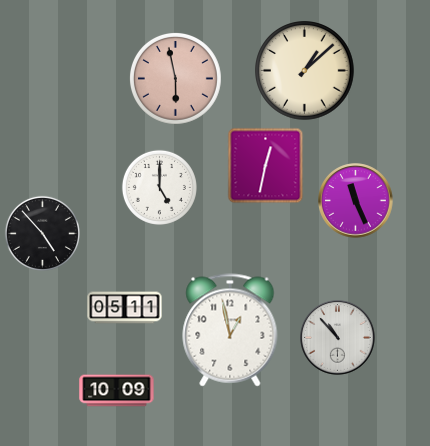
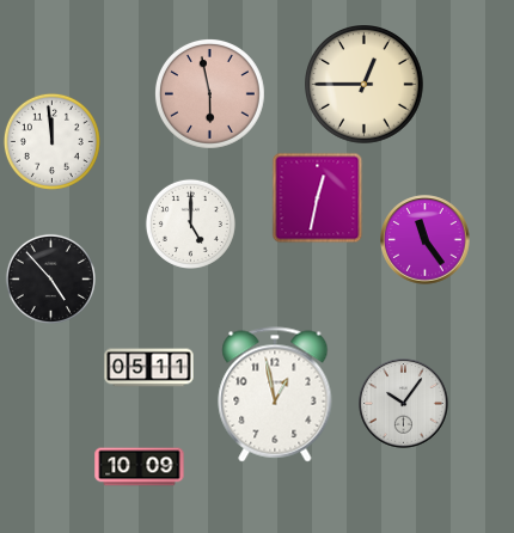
clock at (305, 71): 1:08 -> 12:45
clock at (51, 141): none -> 11:59
clock at (356, 201): 11:26 -> 11:24
clock at (338, 338): 10:53 -> 10:06
